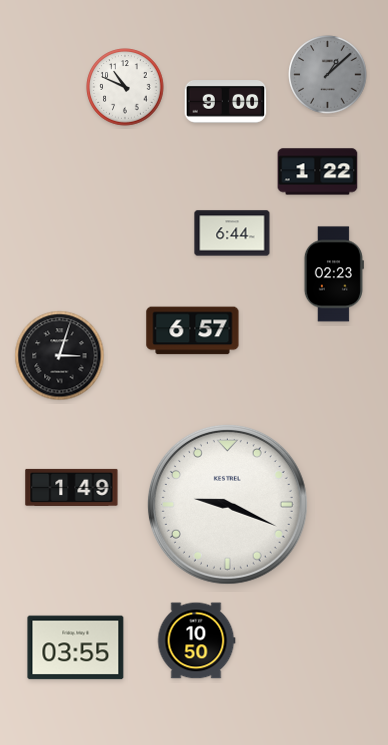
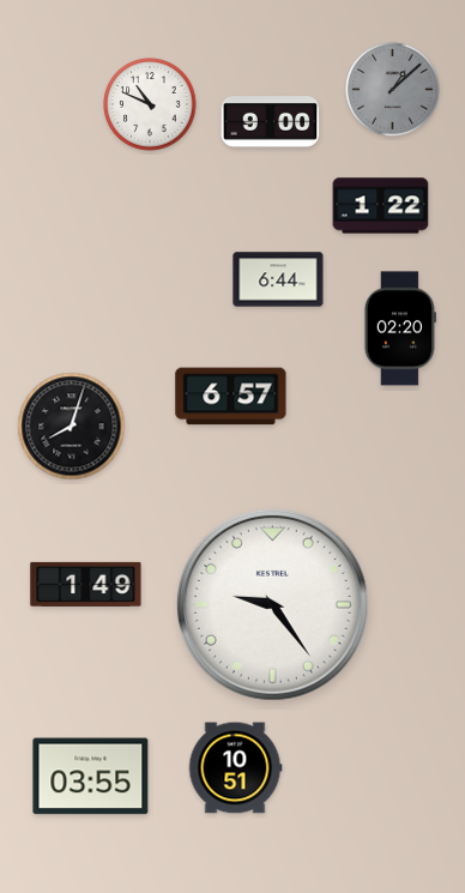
clock at (334, 274): 02:23 -> 02:20
clock at (60, 356): 3:03 -> 8:03
clock at (227, 504): 9:19 -> 9:24
clock at (196, 641): 10:50 -> 10:51
